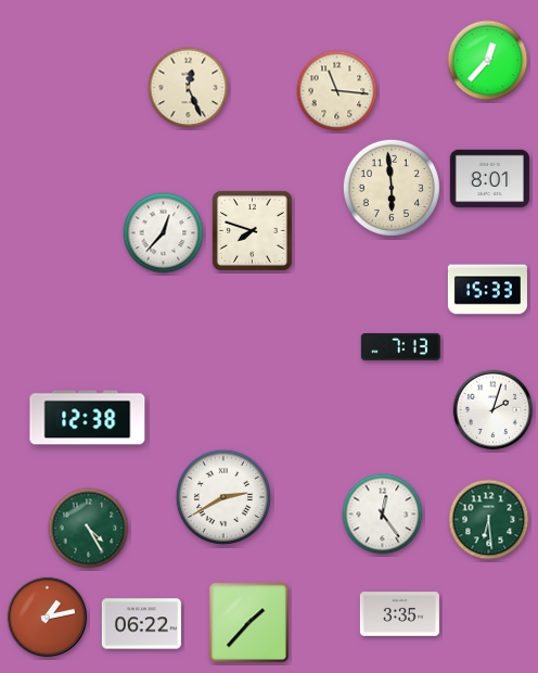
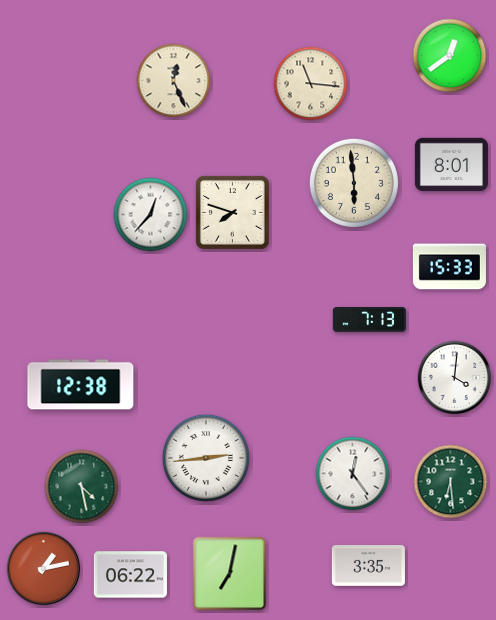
clock at (488, 61): 12:37 -> 12:39
clock at (392, 188) position: (392, 188) -> (354, 183)
clock at (494, 410): 2:03 -> 4:01
clock at (222, 496): 2:40 -> 2:44
clock at (489, 520) position: (489, 520) -> (451, 482)
clock at (89, 529): 4:25 -> 4:28
clock at (249, 623): 1:37 -> 7:02
